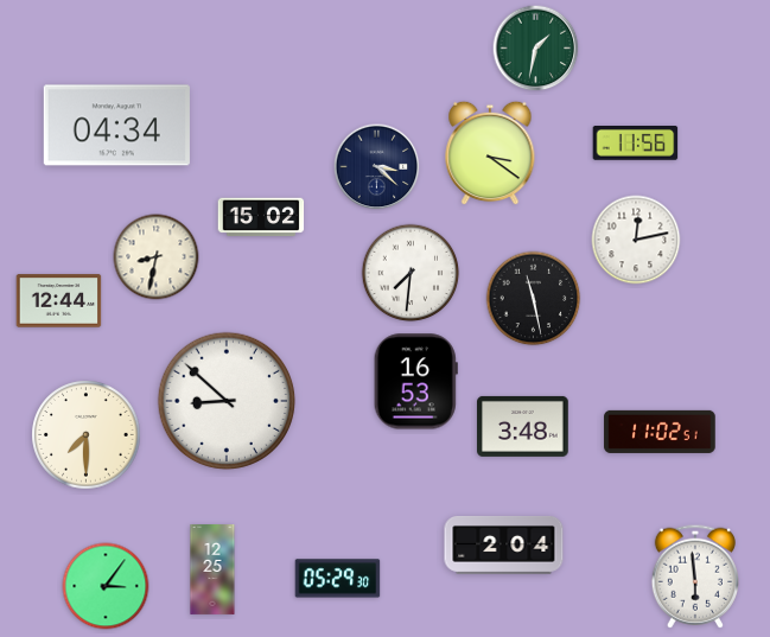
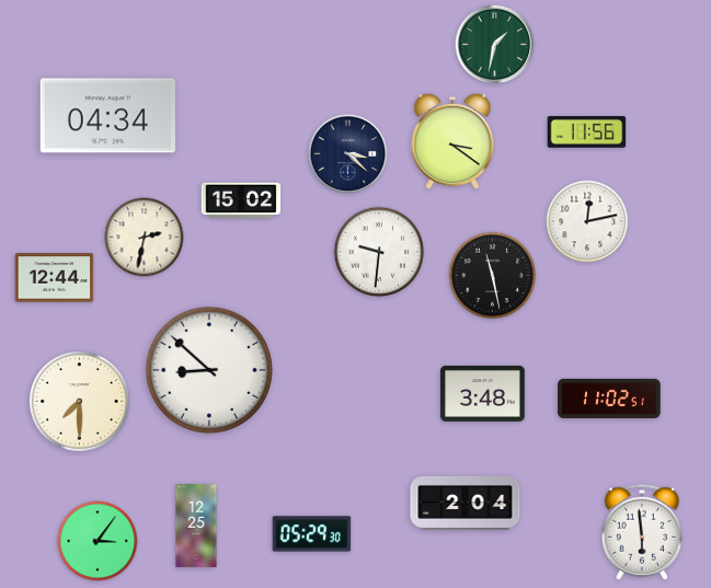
clock at (157, 257): 8:32 -> 2:32
clock at (411, 273): 7:31 -> 9:31
clock at (415, 382): 16:53 -> none
